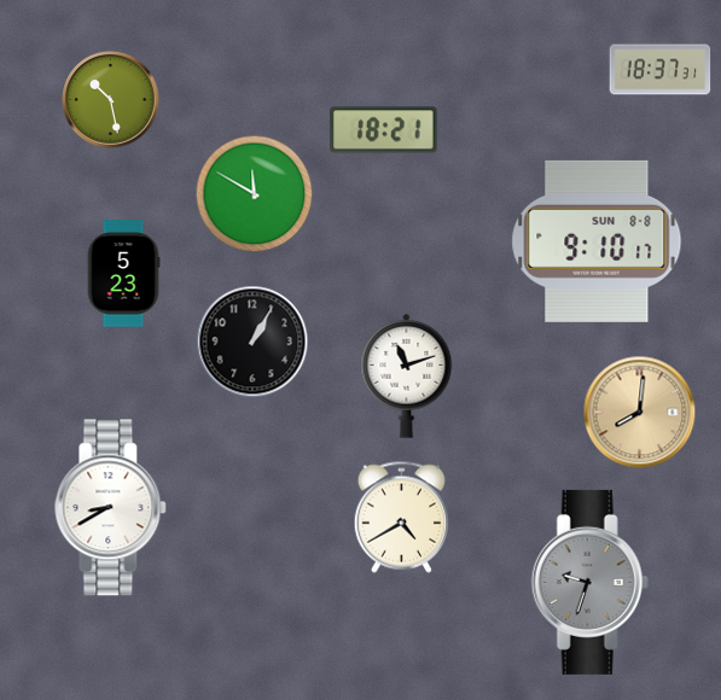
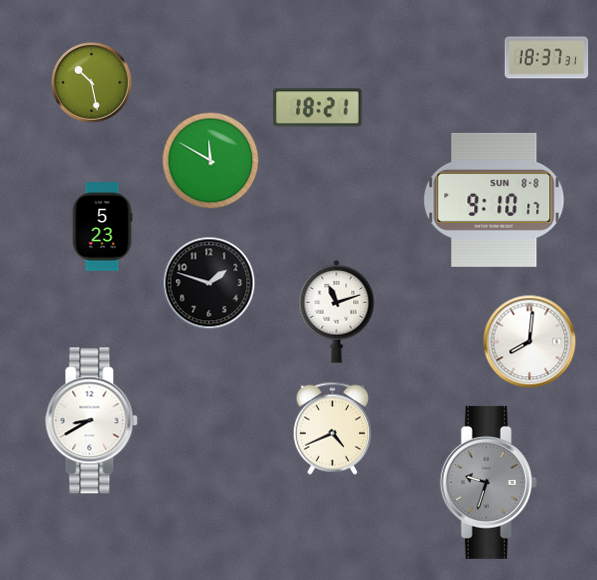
clock at (252, 342): 1:05 -> 1:48
clock at (640, 413) dial: champagne -> white
clock at (401, 517): 4:40 -> 4:41
